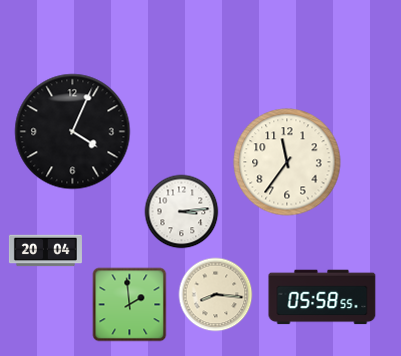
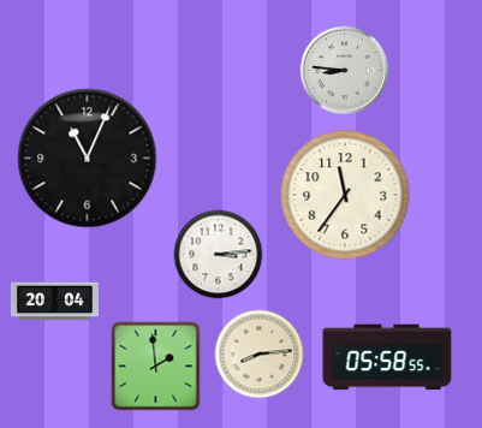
clock at (345, 71): none -> 8:46
clock at (73, 132): 4:04 -> 11:04
clock at (216, 295): 8:16 -> 8:14
